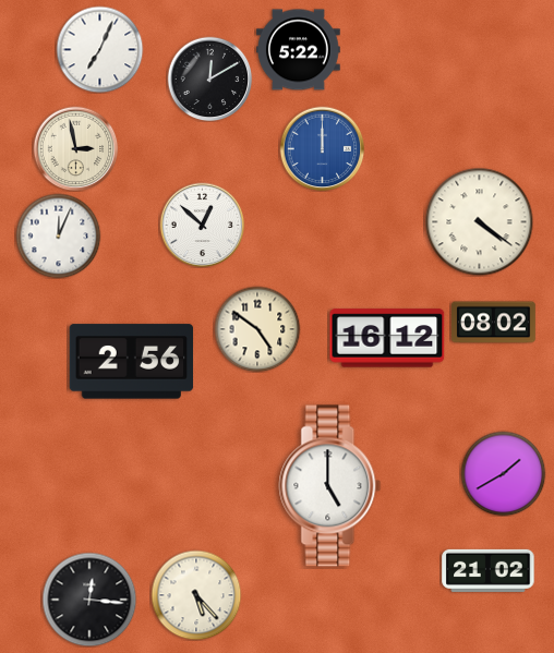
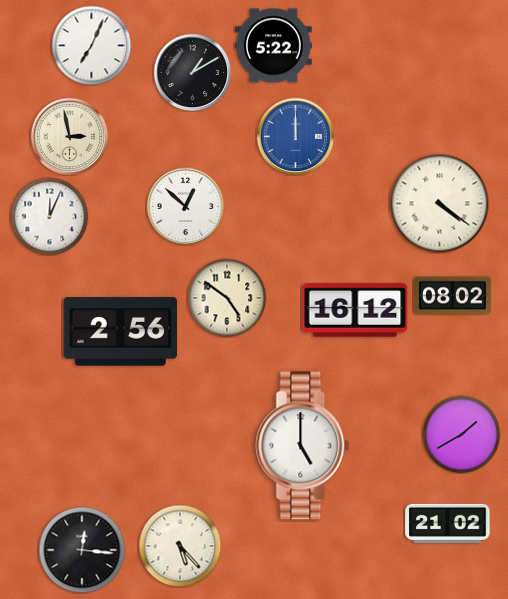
clock at (209, 78): 12:10 -> 1:10
clock at (58, 235) position: (58, 235) -> (49, 216)
clock at (257, 329) position: (257, 329) -> (227, 298)
